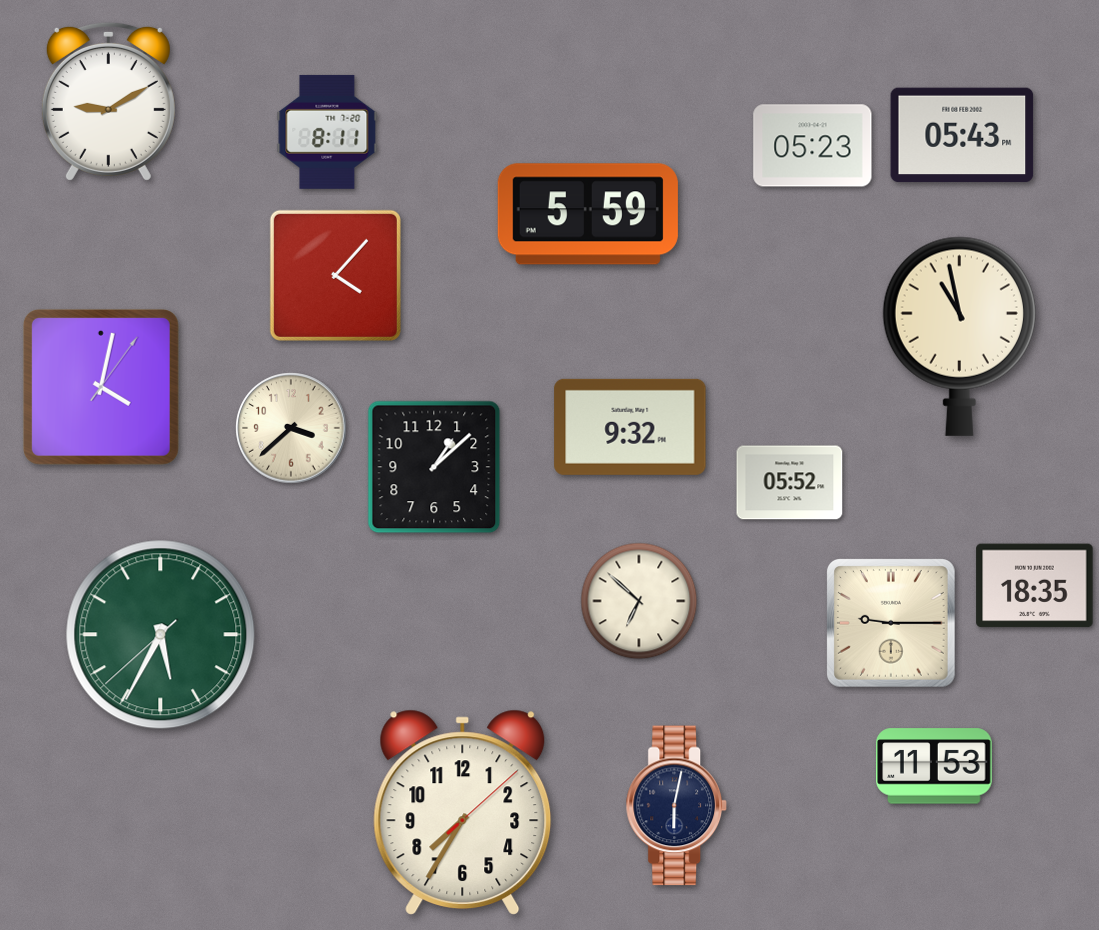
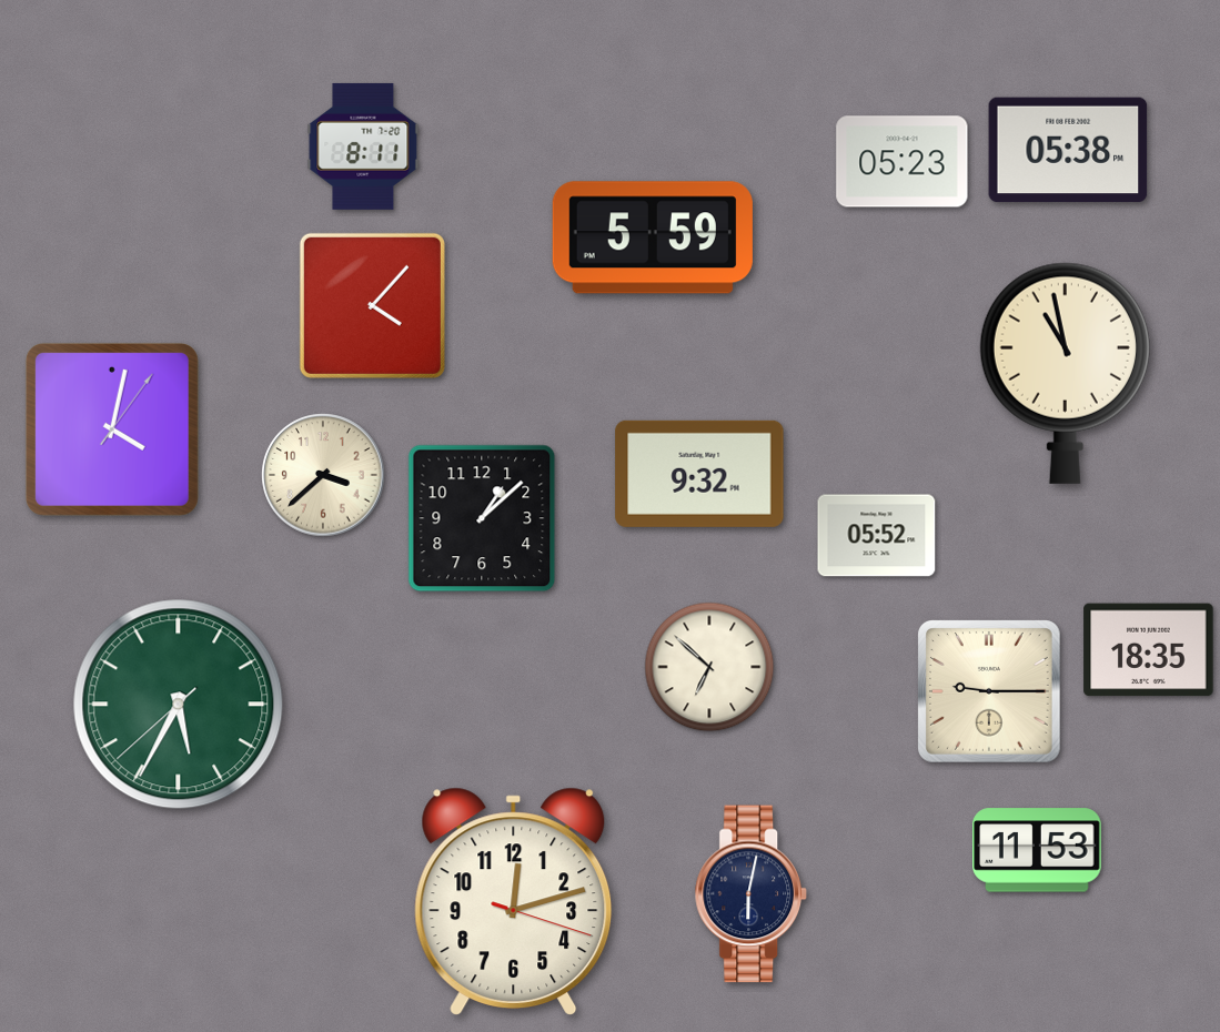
clock at (108, 101): 9:10 -> none
clock at (962, 135): 05:43 -> 05:38
clock at (463, 812): 7:35 -> 12:12
